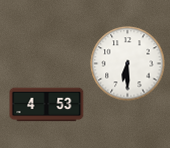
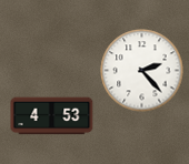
clock at (128, 64): 6:30 -> 2:23
